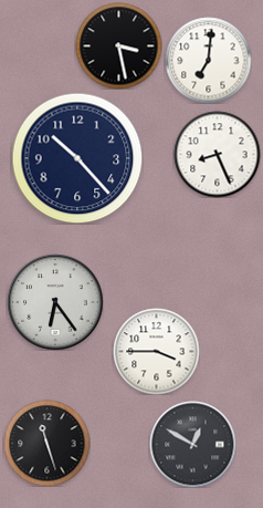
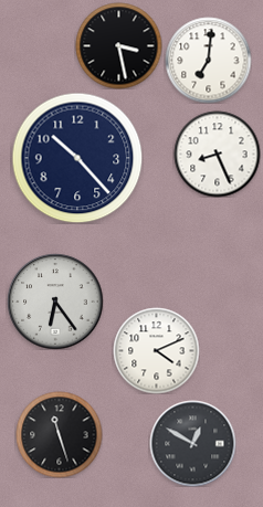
clock at (156, 351): 3:45 -> 4:11
clock at (46, 443) position: (46, 443) -> (59, 434)
